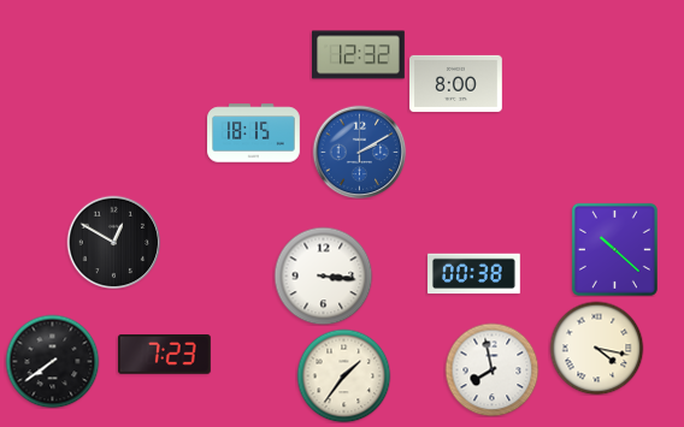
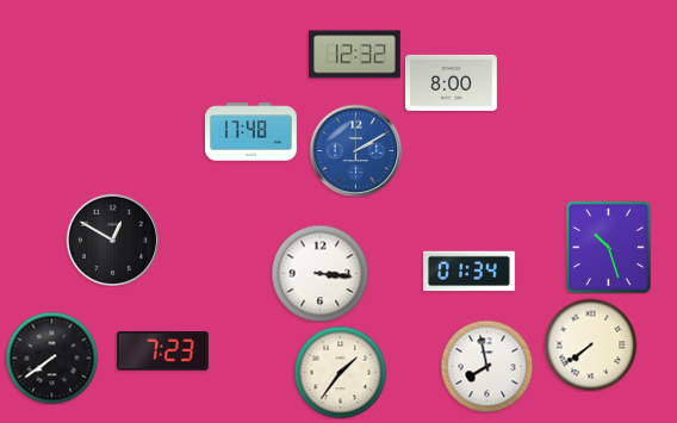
clock at (254, 134): 18:15 -> 17:48
clock at (614, 249): 10:22 -> 10:27
clock at (474, 274): 00:38 -> 01:34
clock at (596, 348): 4:17 -> 7:39
